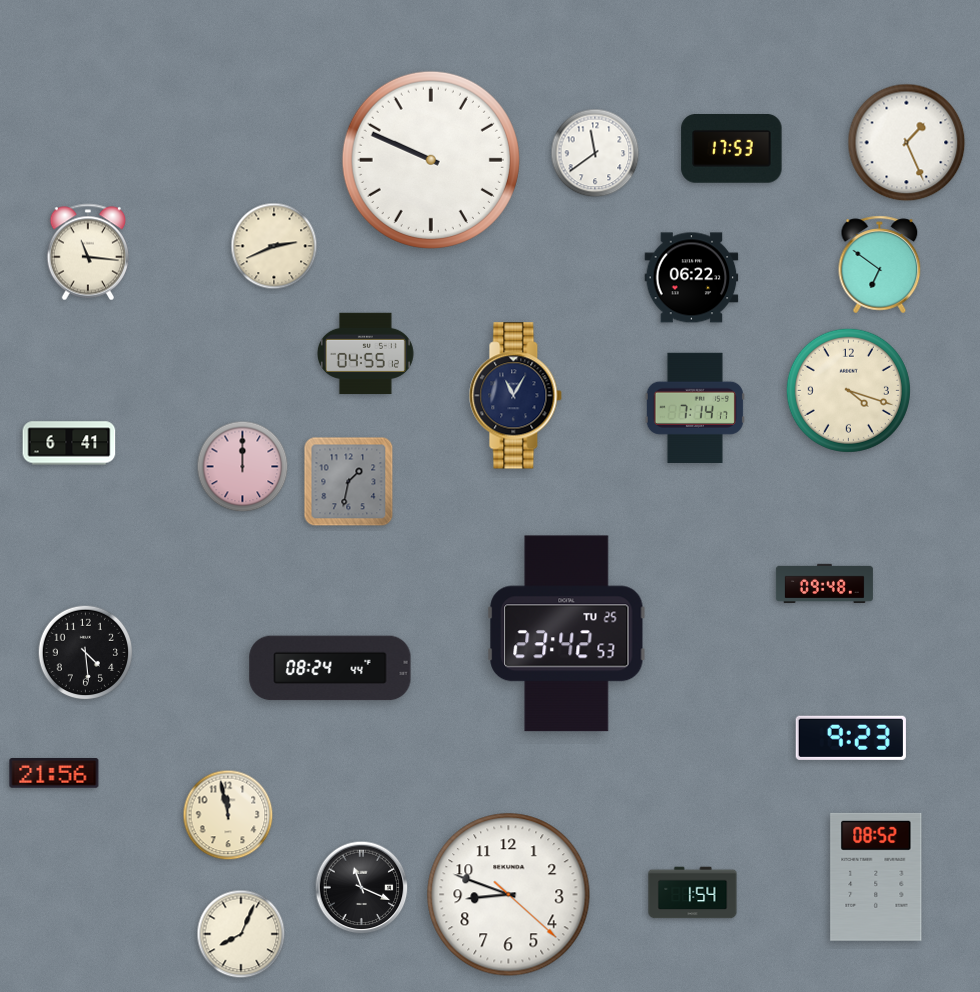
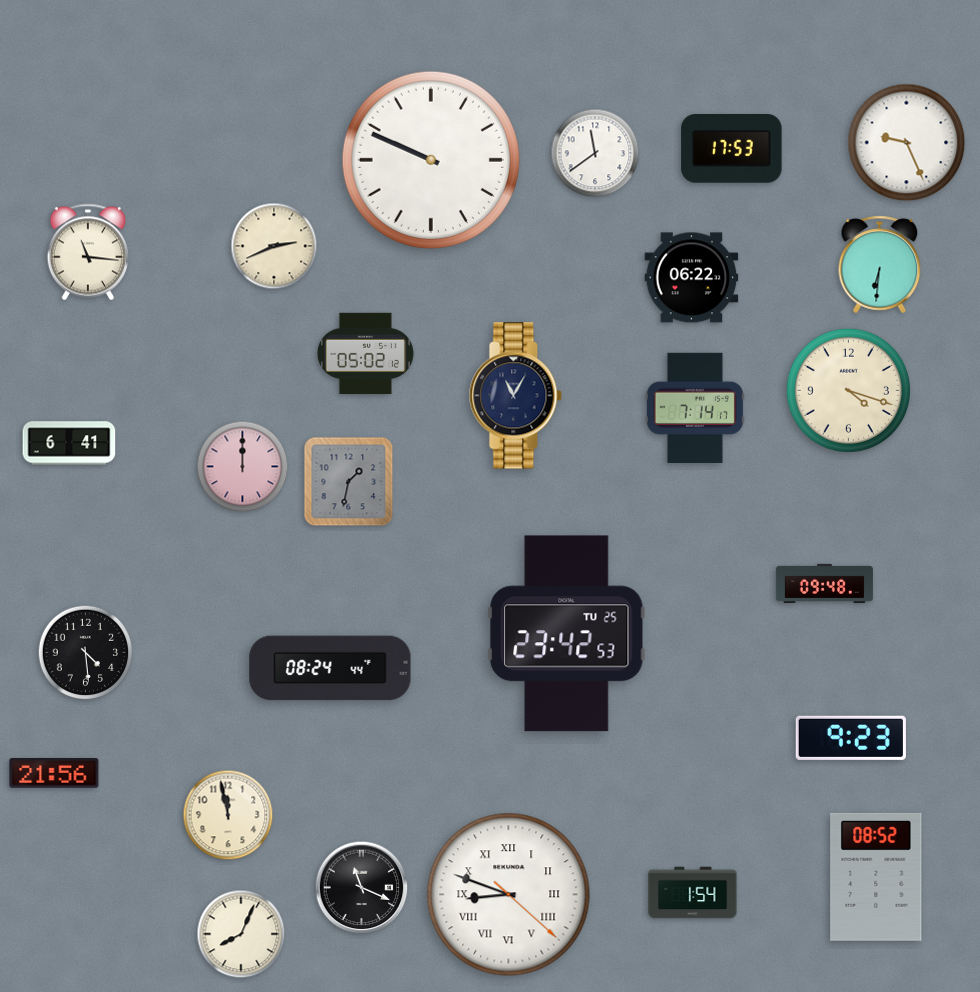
clock at (907, 143): 1:26 -> 9:26
clock at (880, 265): 6:51 -> 6:31
clock at (365, 354): 04:55 -> 05:02
clock at (509, 895) numerals: Arabic -> Roman
